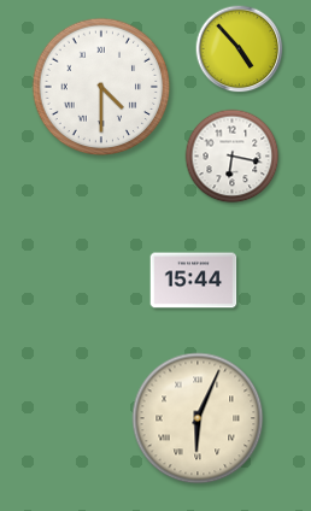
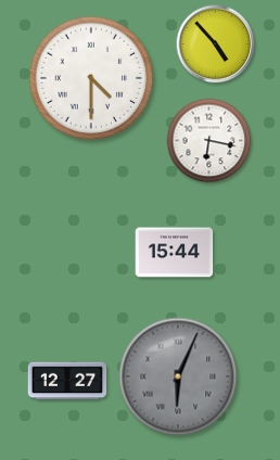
clock at (198, 418) dial: cream -> grey
clock at (67, 381): none -> 12:27
